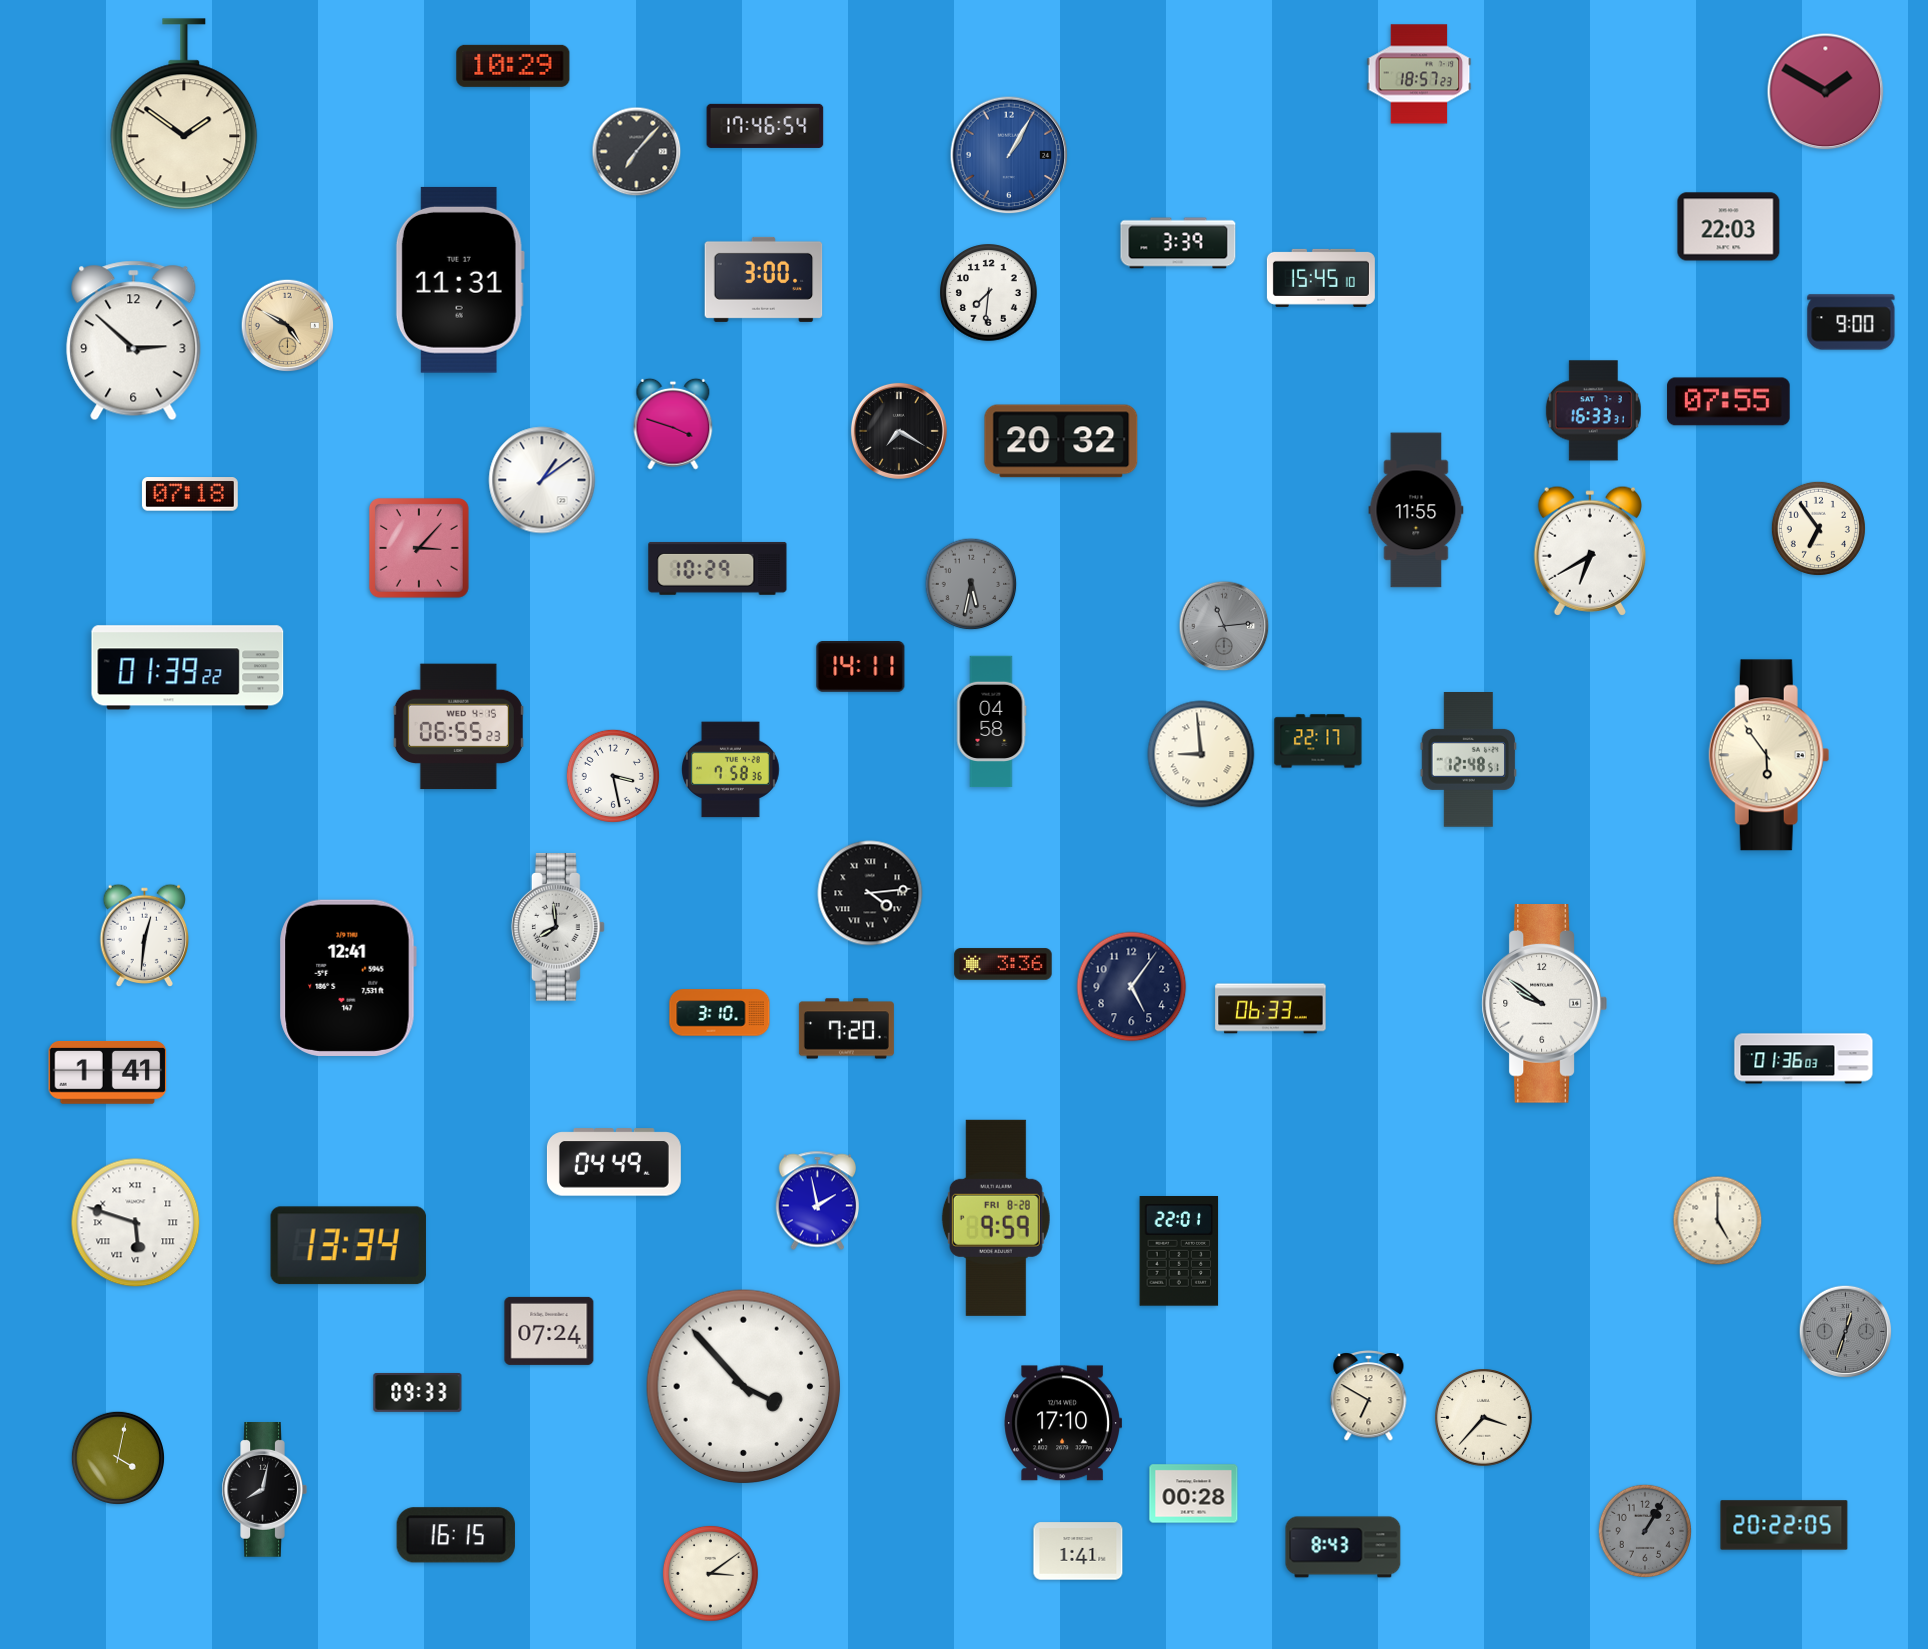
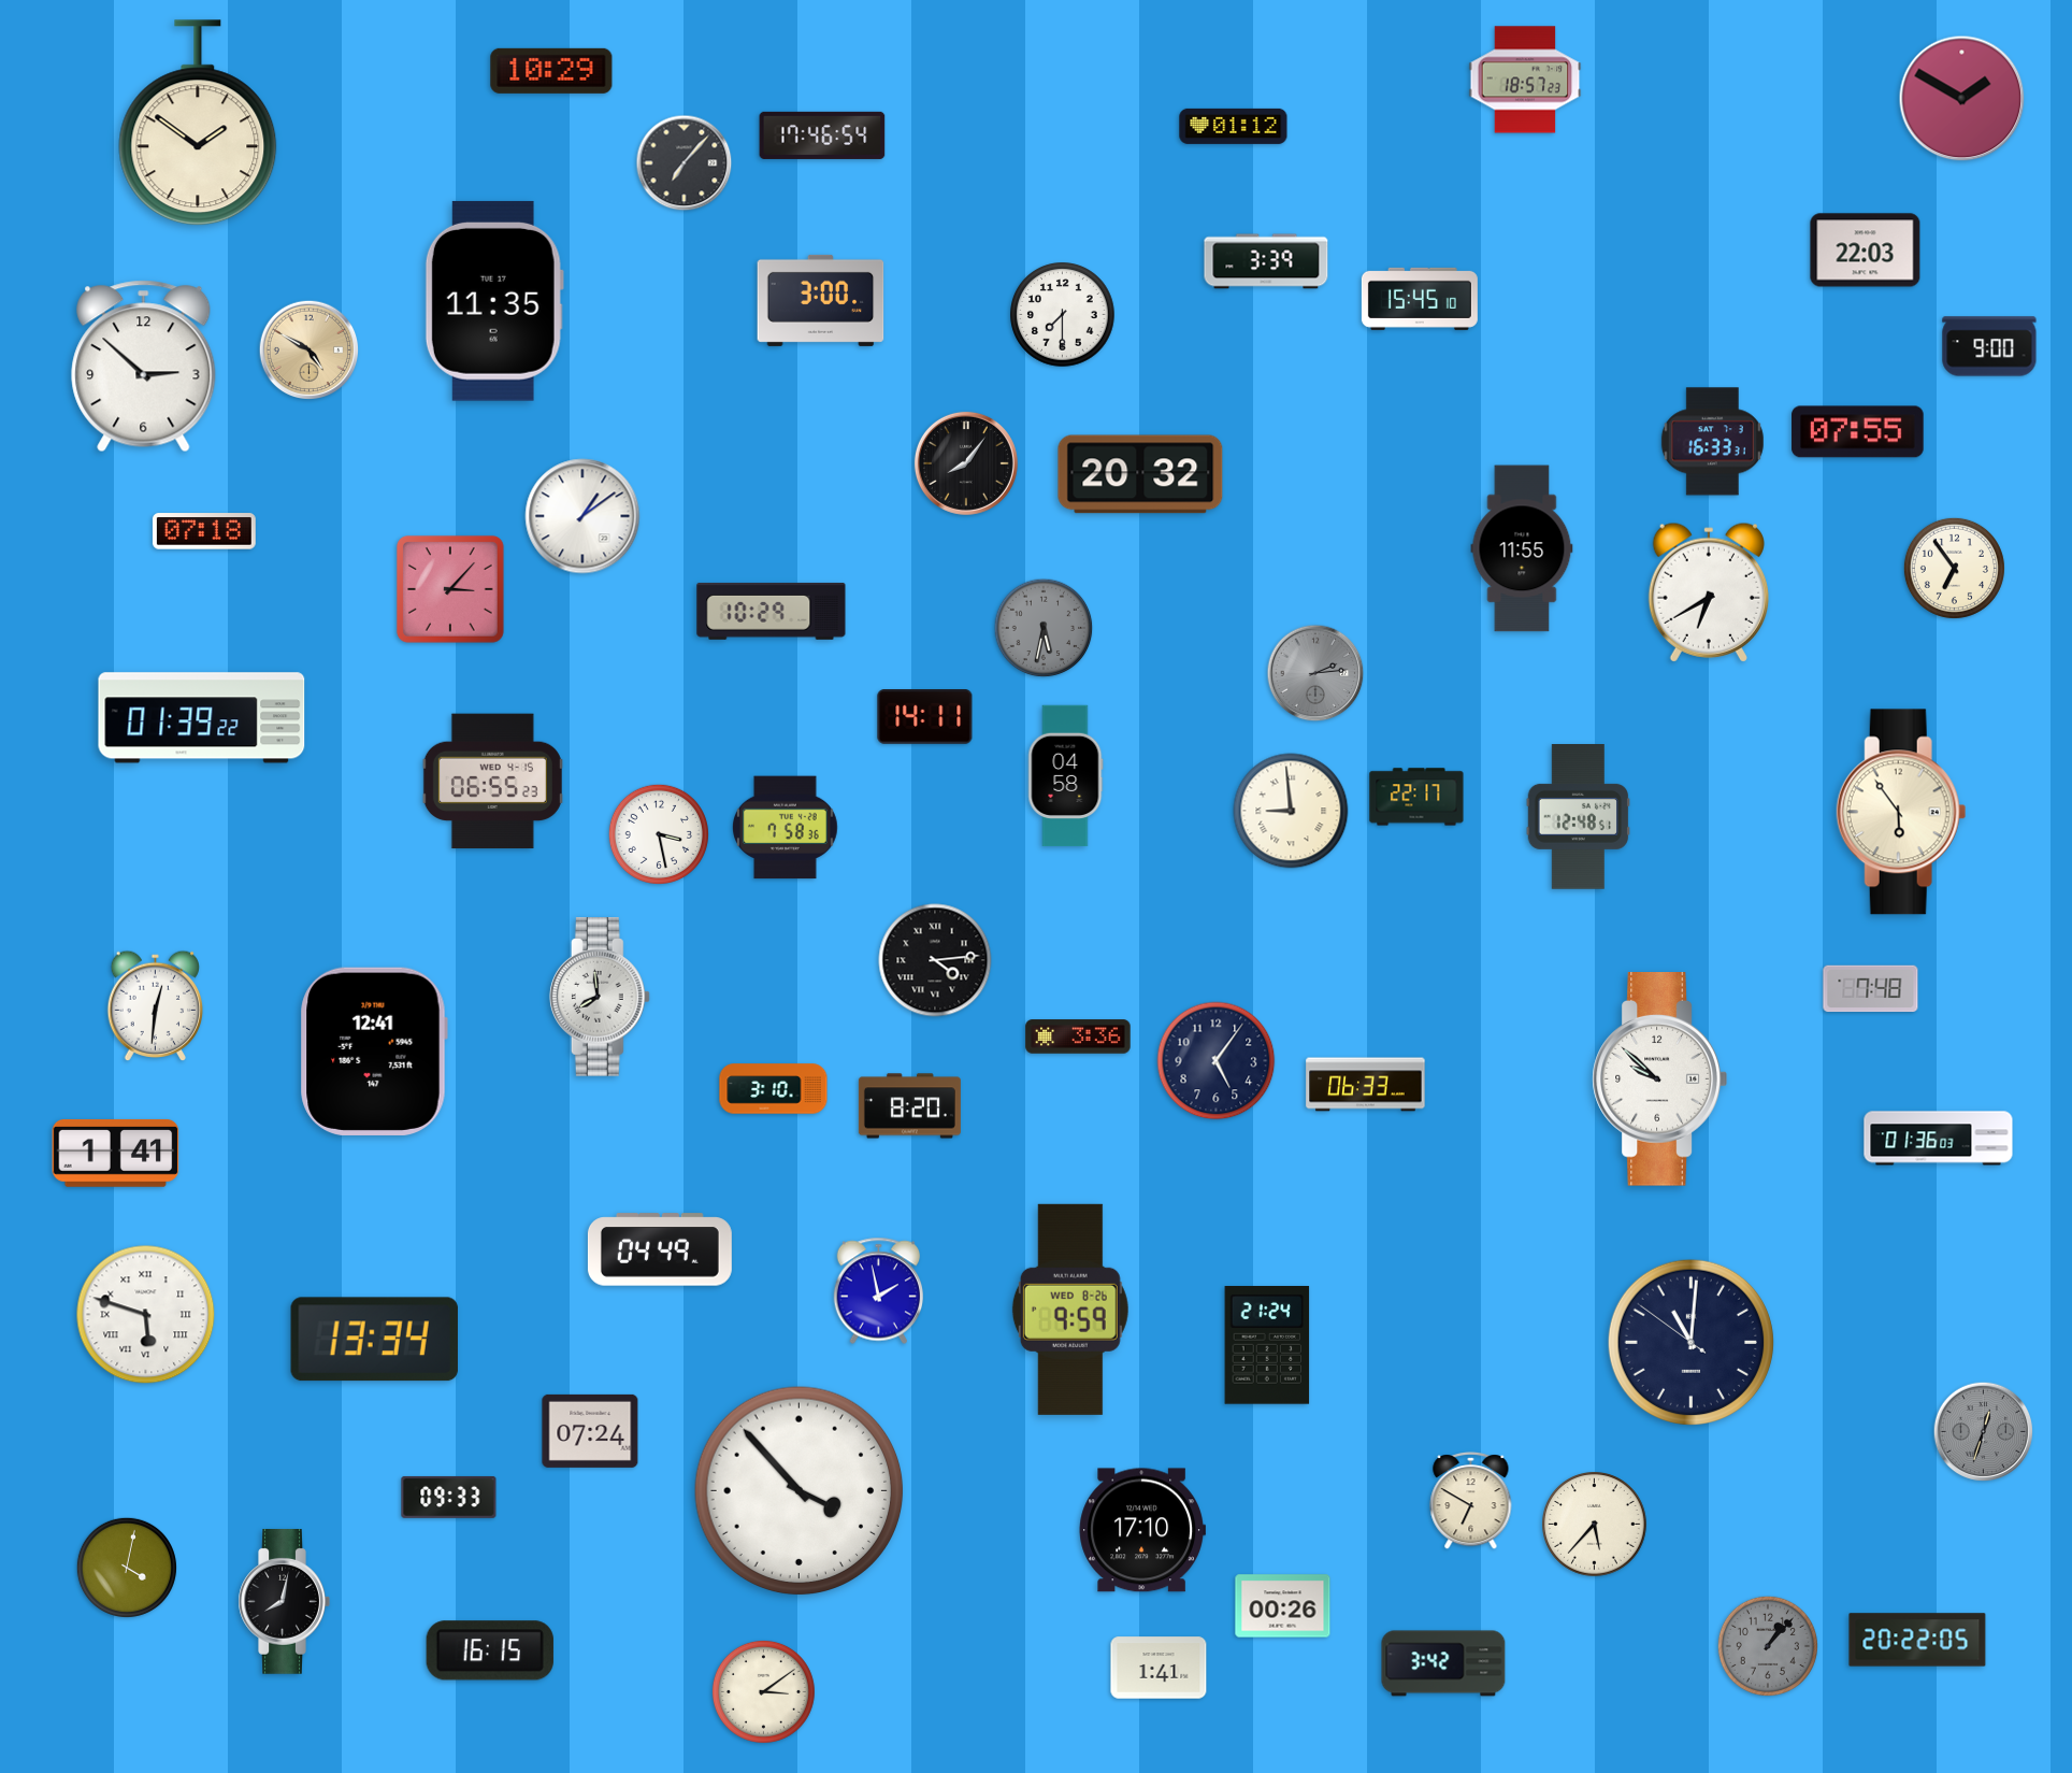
clock at (1234, 126): none -> 01:12
clock at (1009, 155): 1:05 -> none
clock at (1729, 227) position: (1729, 227) -> (1866, 251)
clock at (460, 280): 11:31 -> 11:35
clock at (989, 293): 7:31 -> 7:30
clock at (673, 424): 3:48 -> none
clock at (899, 431): 7:20 -> 8:06
clock at (1224, 626): 11:14 -> 2:14
clock at (1871, 989): none -> 7:48
clock at (1544, 1004): 9:51 -> 9:52
clock at (846, 1029): 7:20 -> 8:20
clock at (996, 1218) date: FRI 8-28 -> WED 8-26
clock at (1718, 1221): 5:00 -> none
clock at (1690, 1342): none -> 11:00
clock at (1179, 1252): 22:01 -> 21:24
clock at (1484, 1418): 3:37 -> 5:37
clock at (1194, 1494): 00:28 -> 00:26
clock at (1645, 1531): 1:05 -> 1:07
clock at (1343, 1547): 8:43 -> 3:42
